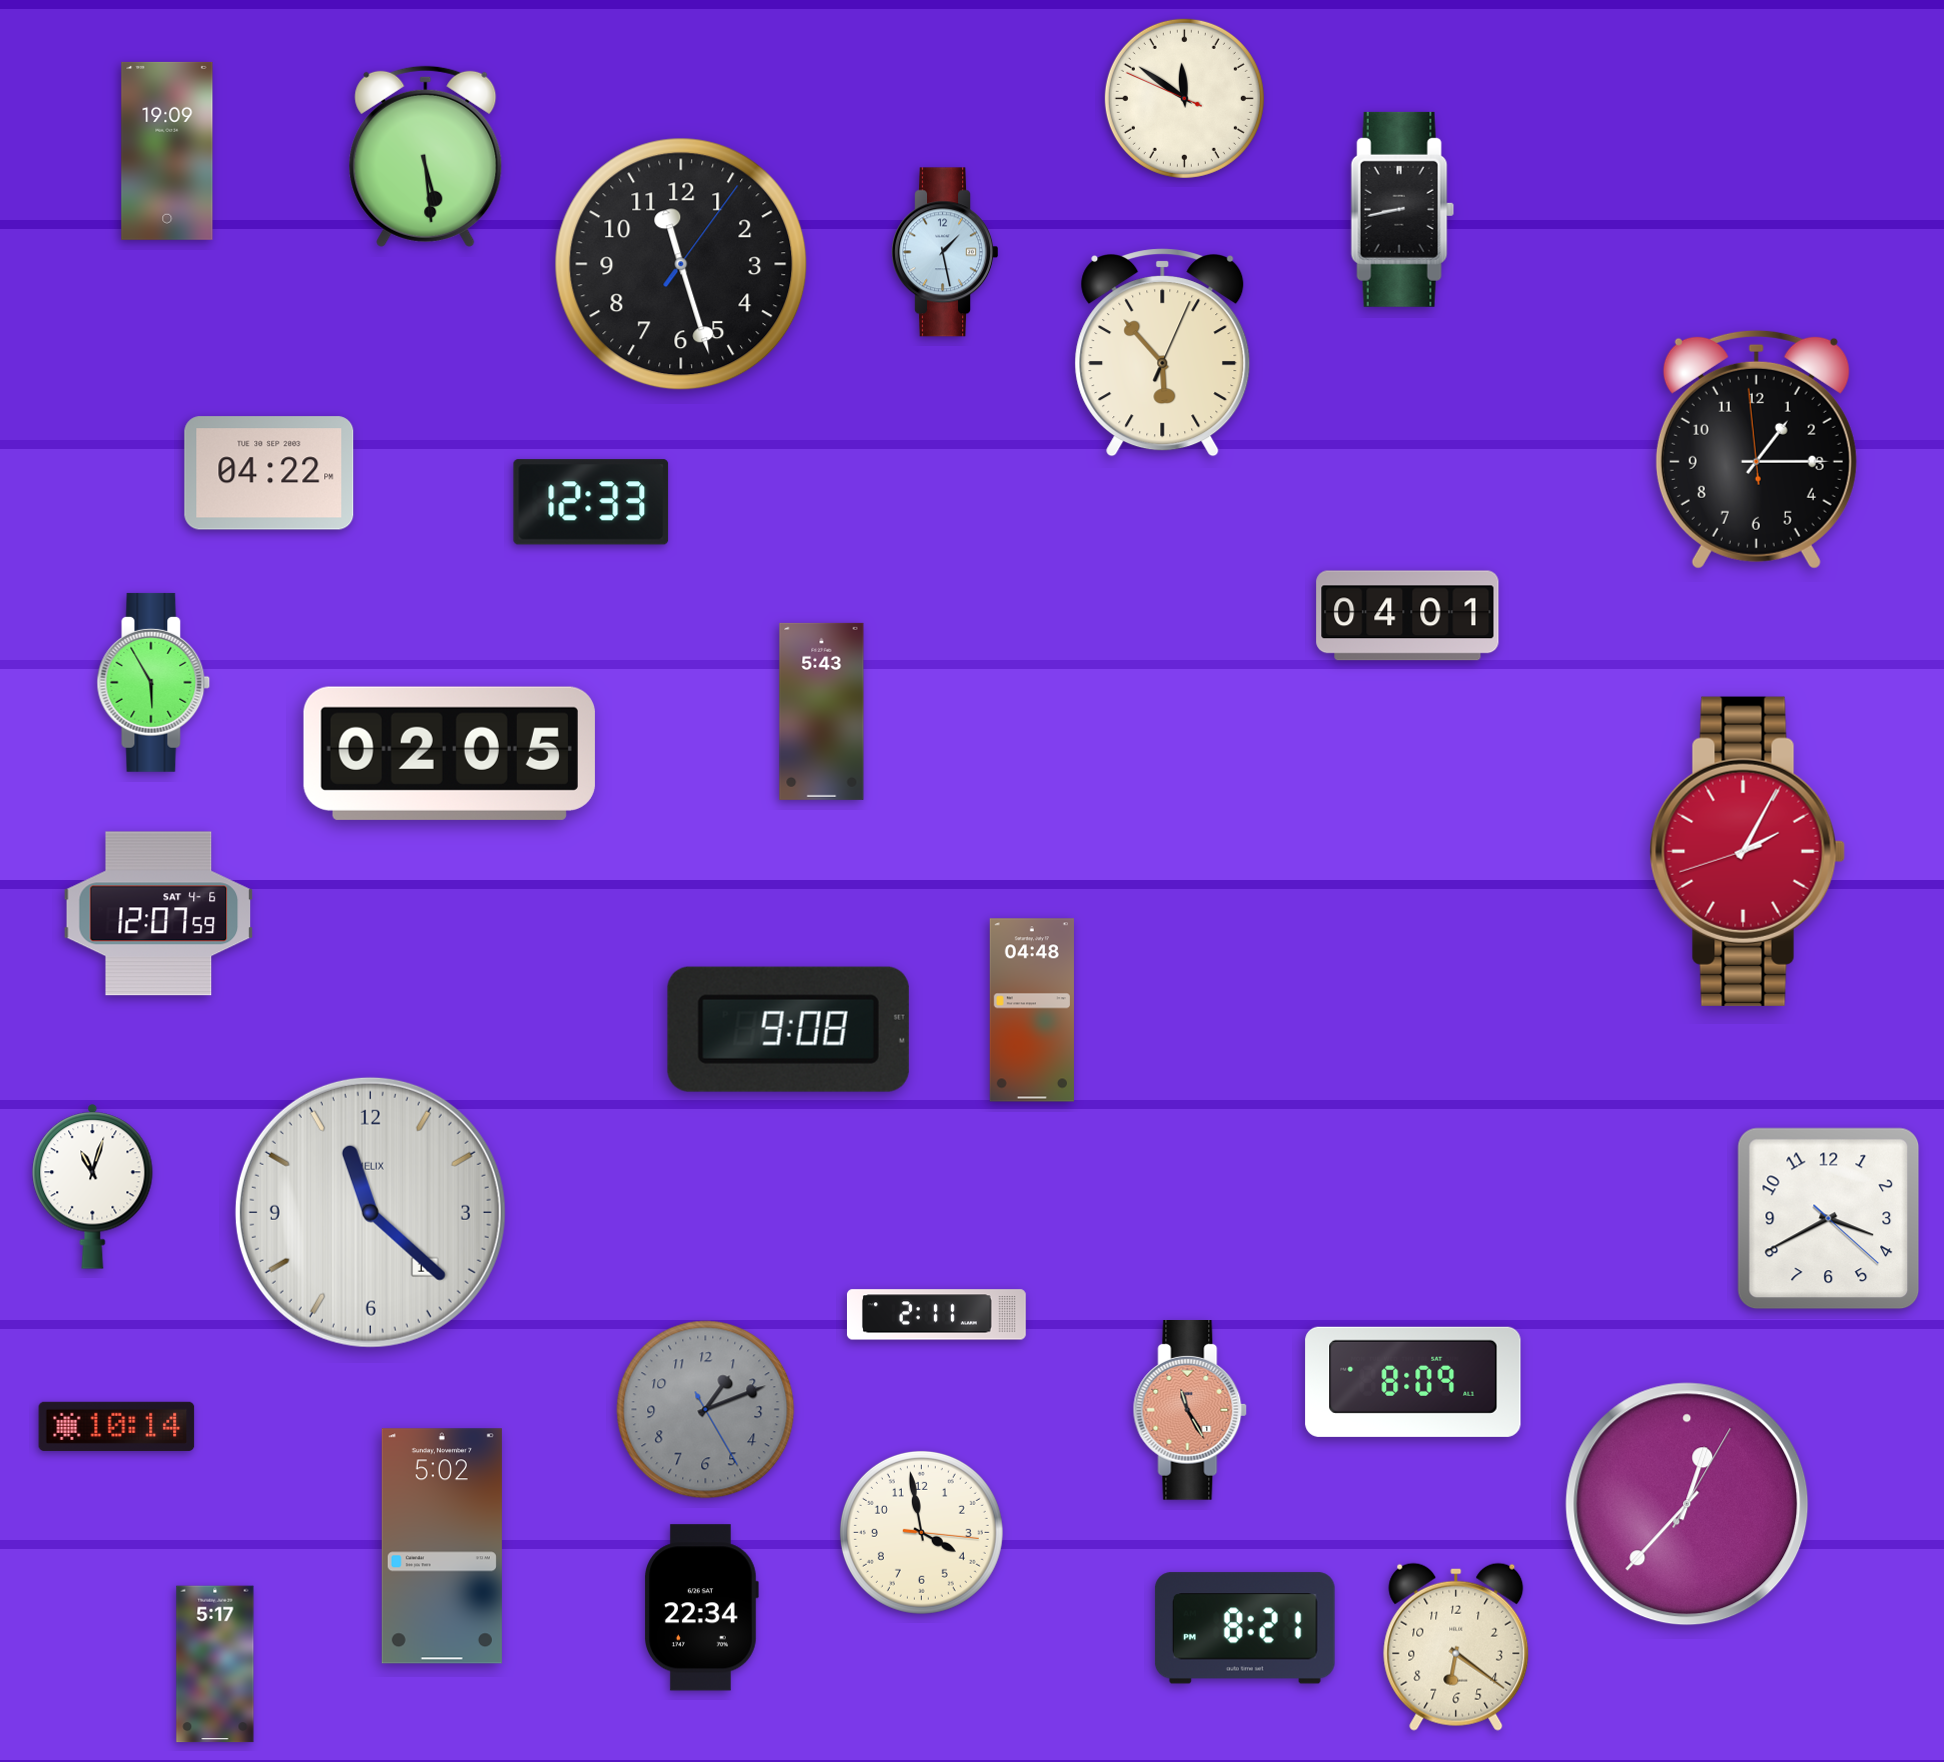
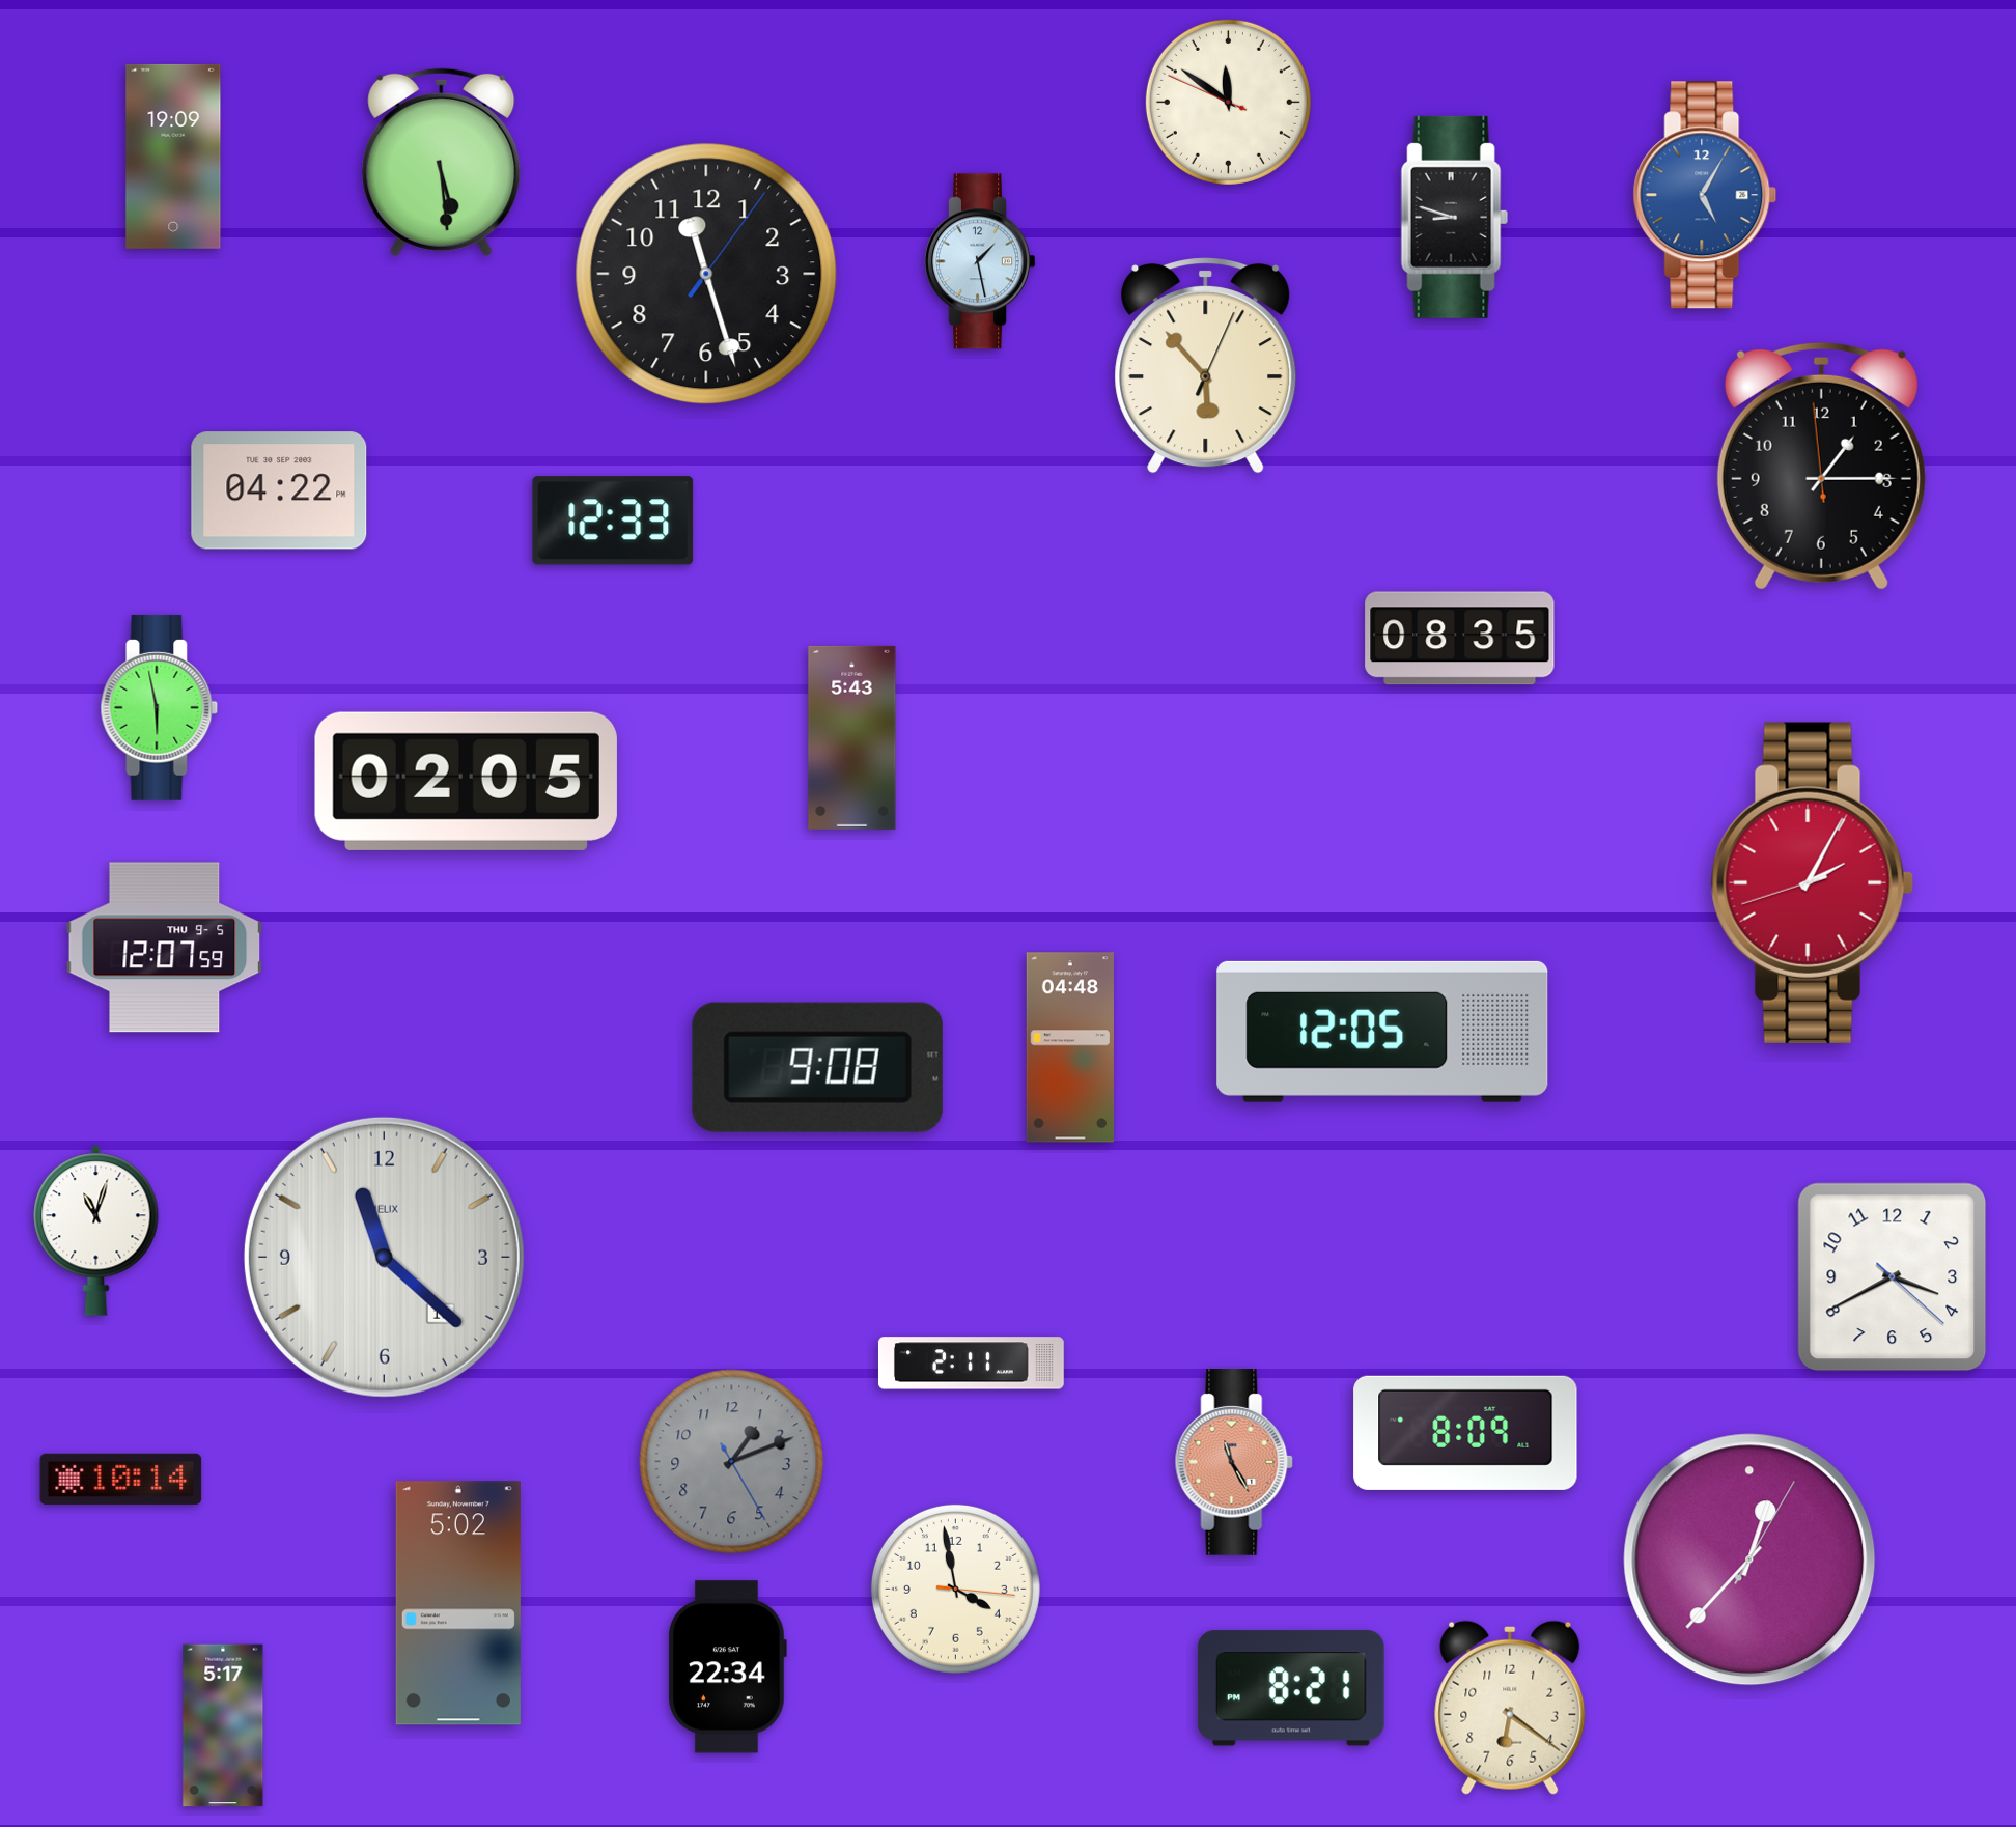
clock at (1705, 195): none -> 5:05
clock at (1402, 209): 8:43 -> 8:48
clock at (1408, 616): 04:01 -> 08:35
clock at (154, 682): 5:55 -> 5:58
clock at (159, 914) date: SAT 4-6 -> THU 9-5
clock at (1382, 1032): none -> 12:05
clock at (1829, 1219) position: (1829, 1219) -> (1893, 1277)
